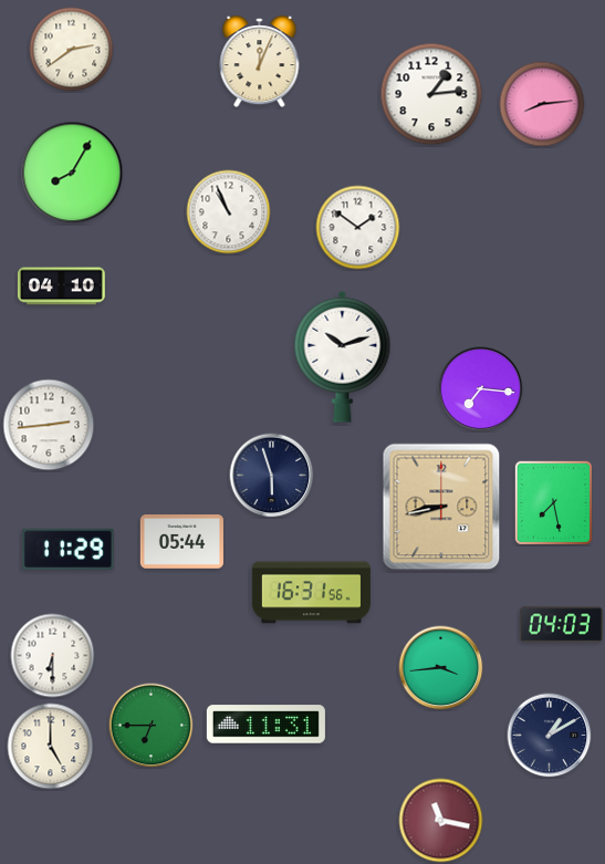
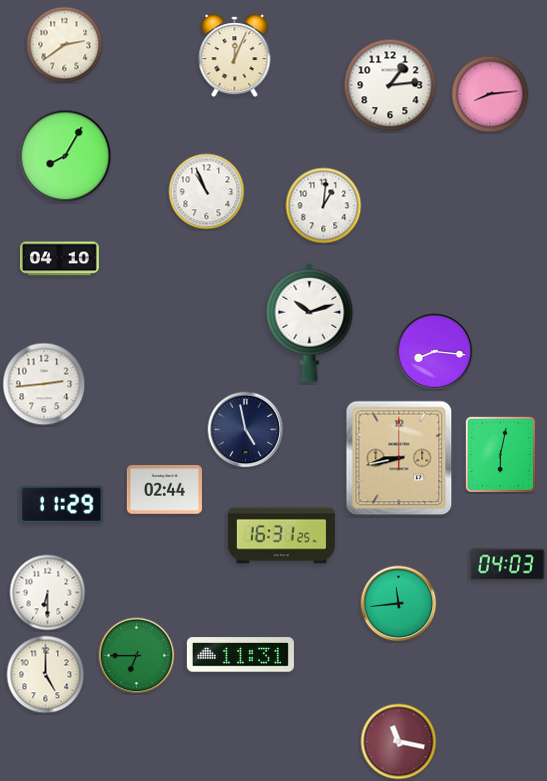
clock at (358, 228): 1:51 -> 1:01
clock at (61, 287) position: (61, 287) -> (59, 259)
clock at (481, 389): 7:16 -> 8:16
clock at (272, 476): 5:57 -> 4:58
clock at (553, 502): 7:28 -> 6:02
clock at (181, 542): 05:44 -> 02:44
clock at (69, 549) position: (69, 549) -> (62, 504)
clock at (311, 593): 16:31:56 -> 16:31:25
clock at (441, 668): 3:44 -> 11:44
clock at (550, 736): 1:10 -> none
